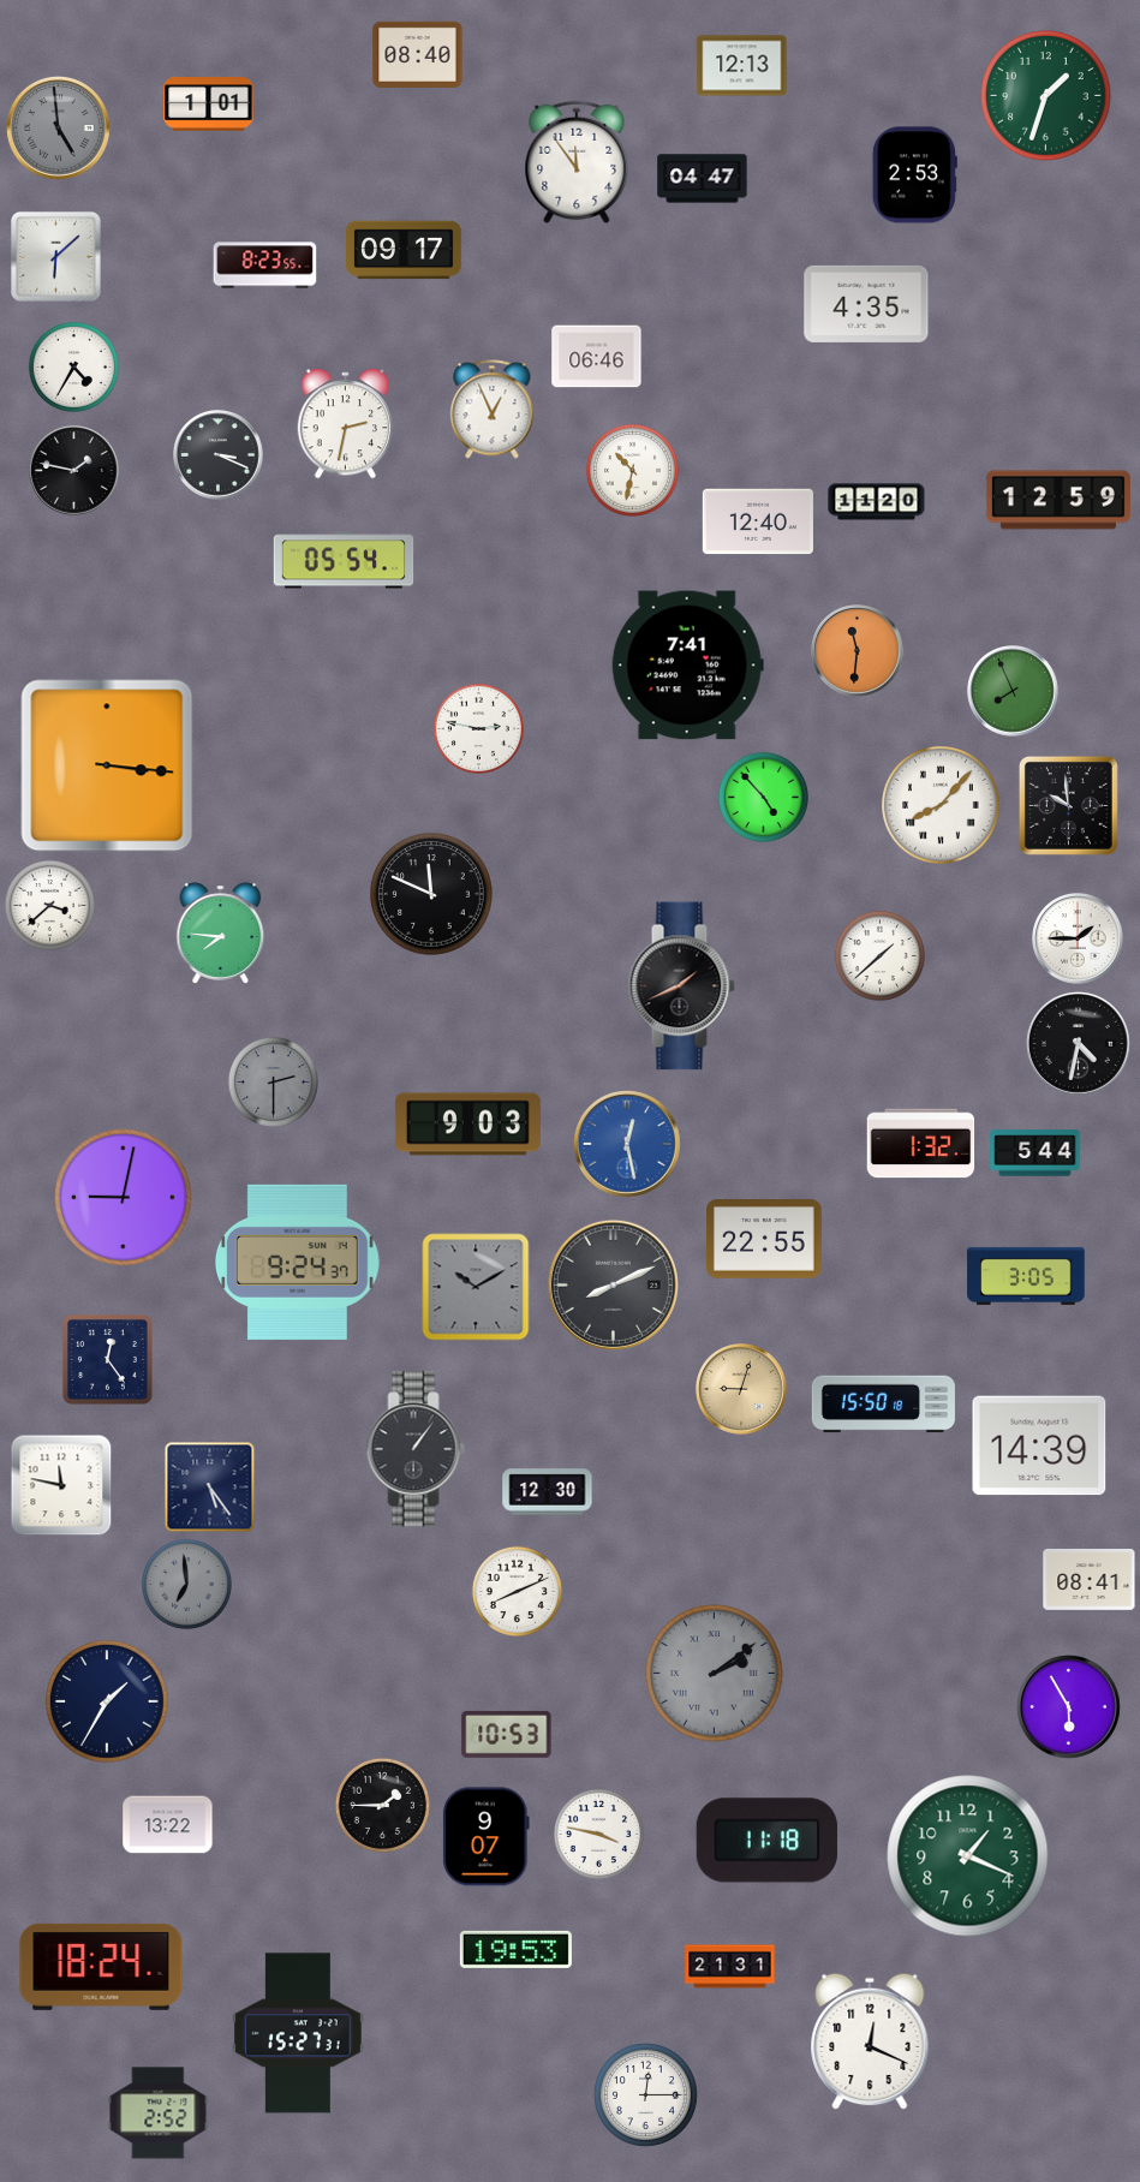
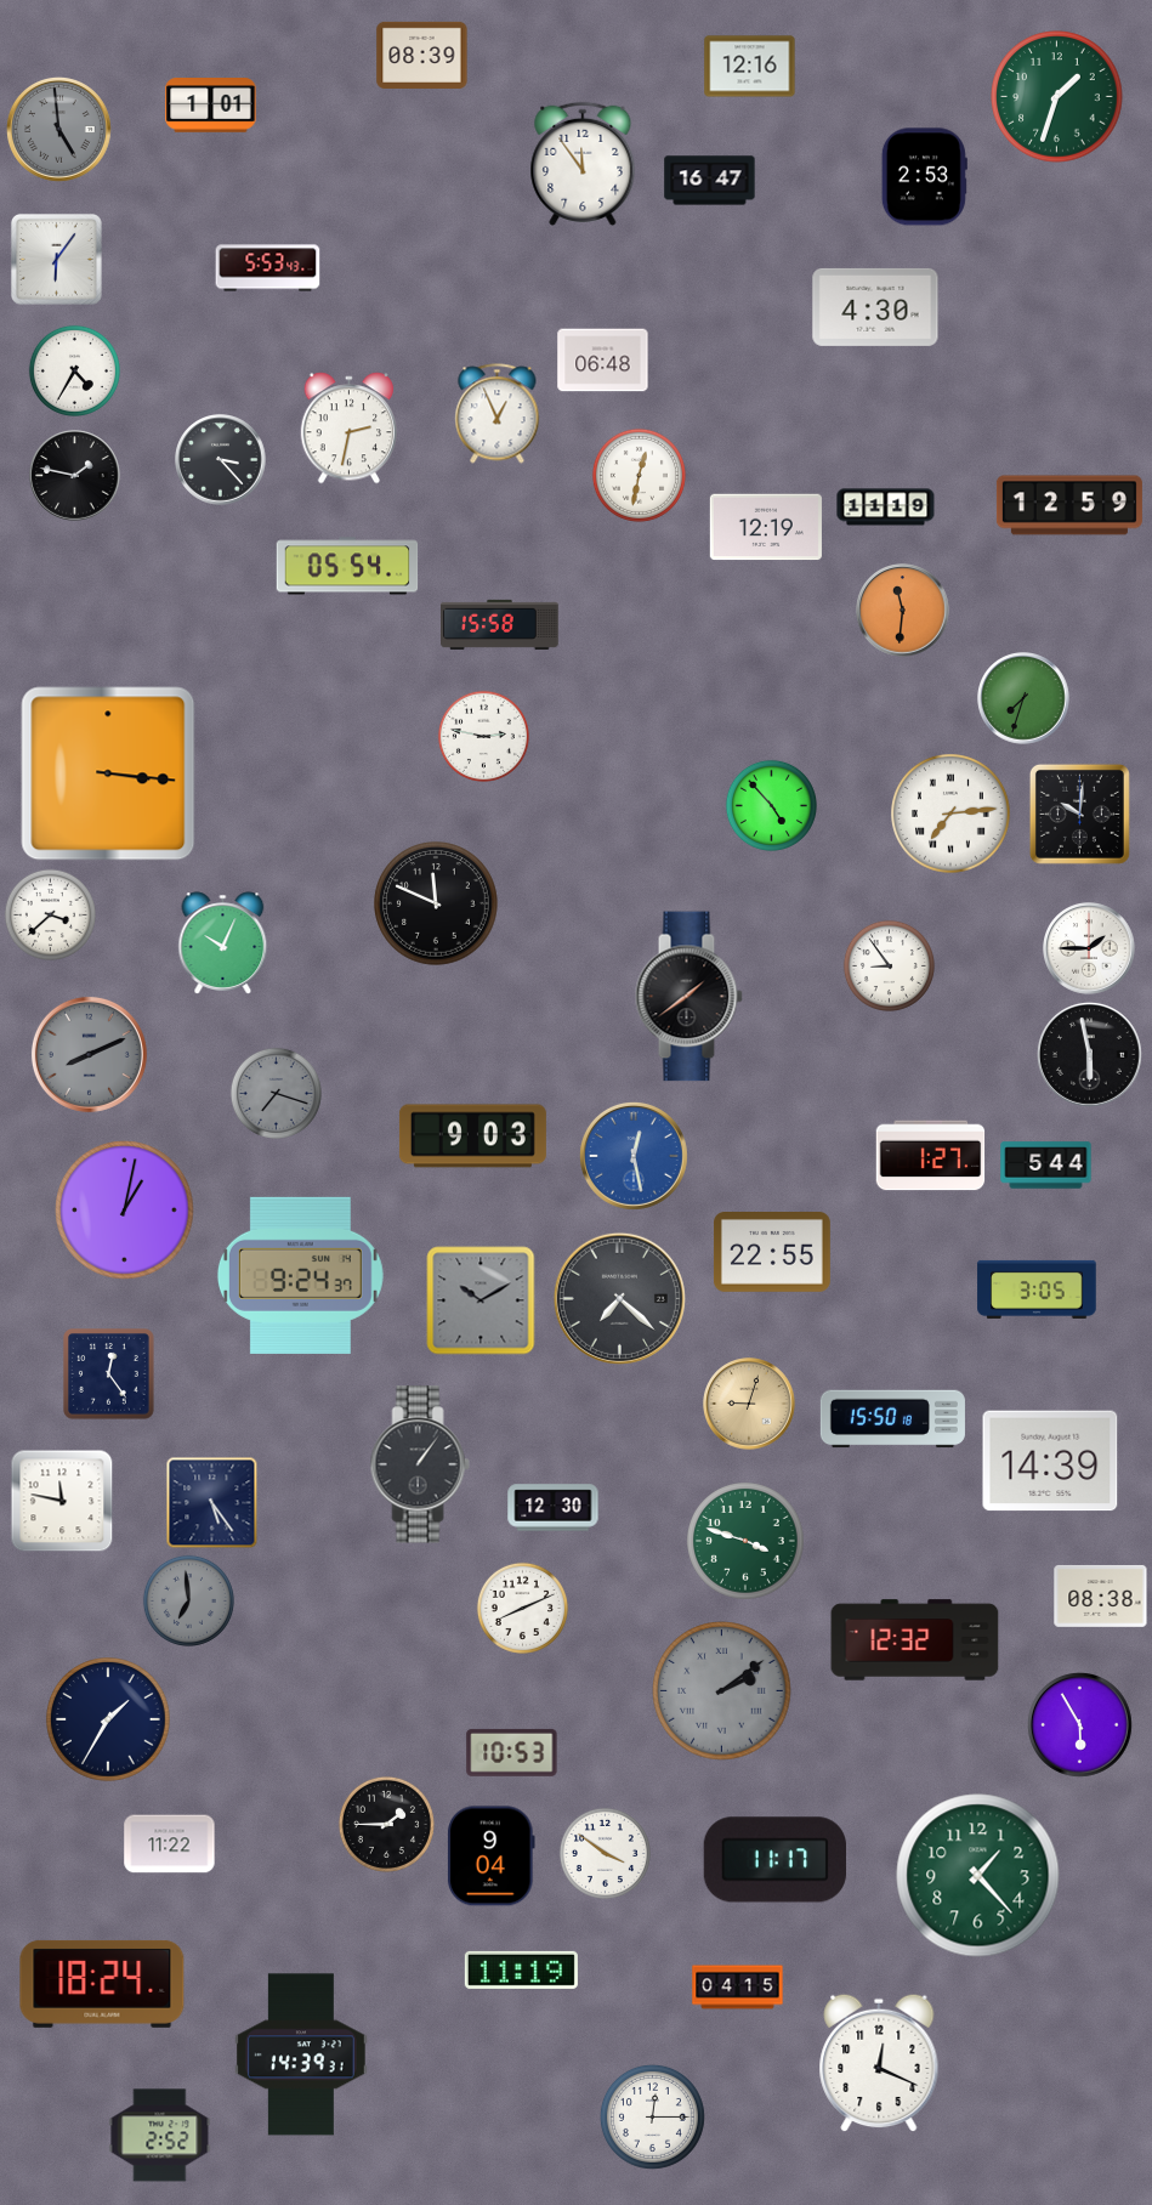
clock at (418, 54): 08:40 -> 08:39
clock at (742, 66): 12:13 -> 12:16
clock at (703, 179): 04:47 -> 16:47
clock at (405, 250): 09:17 -> none
clock at (55, 256): 6:08 -> 6:06
clock at (265, 266): 8:23 -> 5:53
clock at (866, 304): 4:35 -> 4:30
clock at (597, 357): 06:46 -> 06:48
clock at (219, 455): 3:19 -> 3:23
clock at (632, 470): 10:32 -> 12:32
clock at (877, 502): 11:20 -> 11:19
clock at (758, 521): 12:40 -> 12:19
clock at (500, 624): none -> 15:58
clock at (858, 651) position: (858, 651) -> (903, 611)
clock at (687, 666): 7:41 -> none
clock at (1013, 691): 7:56 -> 7:33
clock at (1068, 805): 9:59 -> 10:01
clock at (942, 806): 8:07 -> 7:14
clock at (221, 934): 7:46 -> 10:04
clock at (879, 955): 1:38 -> 8:54
clock at (681, 986): 1:41 -> 1:39
clock at (89, 1054): none -> 8:11
clock at (1078, 1043): 4:32 -> 5:58
clock at (273, 1081): 2:30 -> 7:18
clock at (921, 1144): 1:32 -> 1:27
clock at (124, 1198): 9:02 -> 1:02
clock at (613, 1284): 8:11 -> 7:22
clock at (747, 1542): none -> 3:48
clock at (1090, 1579): 08:41 -> 08:38
clock at (915, 1640): none -> 12:32
clock at (168, 1825): 13:22 -> 11:22
clock at (598, 1834): 3:47 -> 3:51
clock at (485, 1837): 9:07 -> 9:04
clock at (766, 1841): 11:18 -> 11:17
clock at (968, 1856): 1:19 -> 1:23
clock at (515, 1949): 19:53 -> 11:19
clock at (101, 1967) position: (101, 1967) -> (102, 1984)
clock at (730, 1967): 21:31 -> 04:15
clock at (299, 2033): 15:27 -> 14:39
